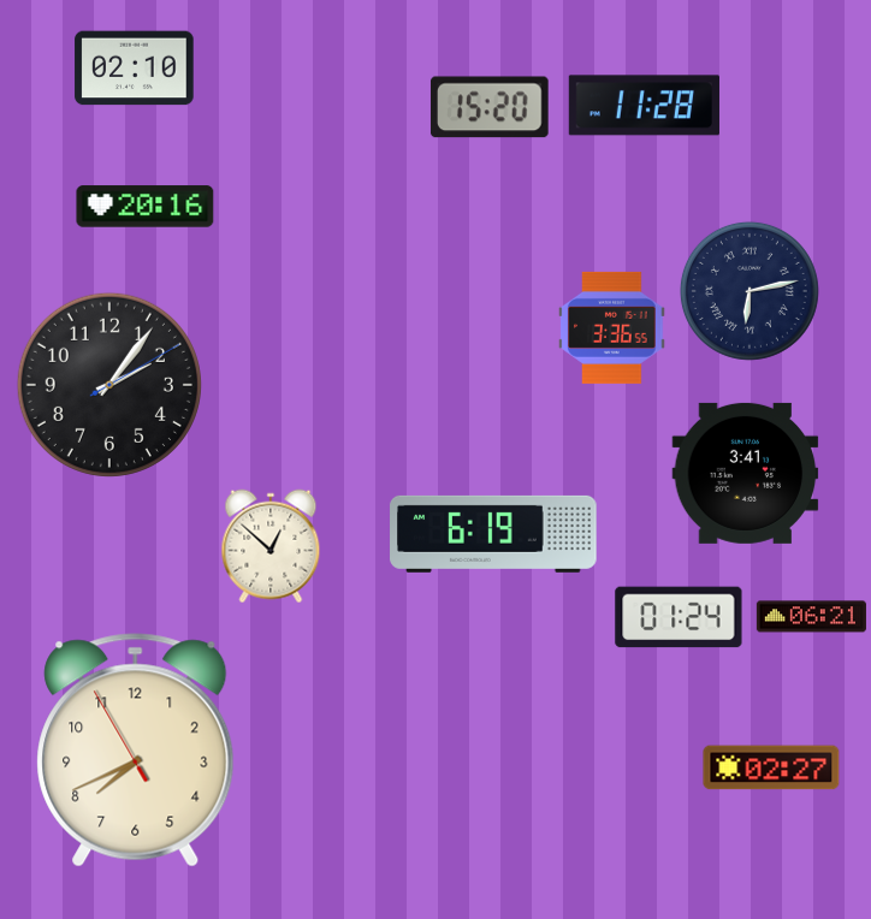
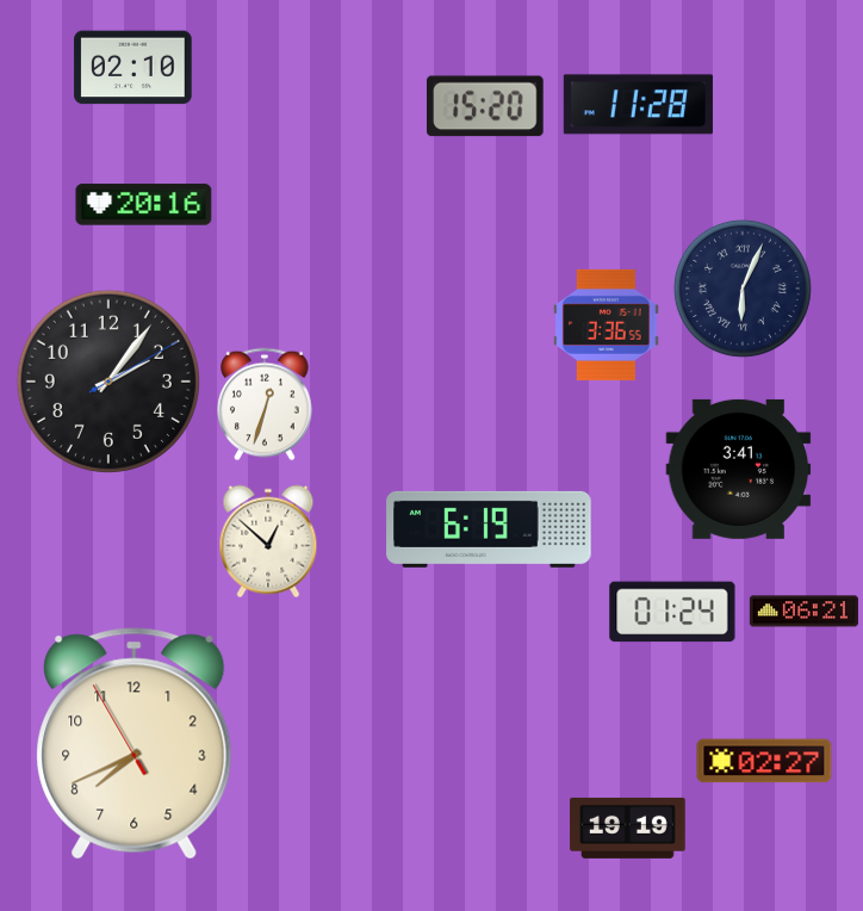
clock at (749, 291): 6:13 -> 6:04
clock at (265, 404): none -> 12:33
clock at (628, 828): none -> 19:19
